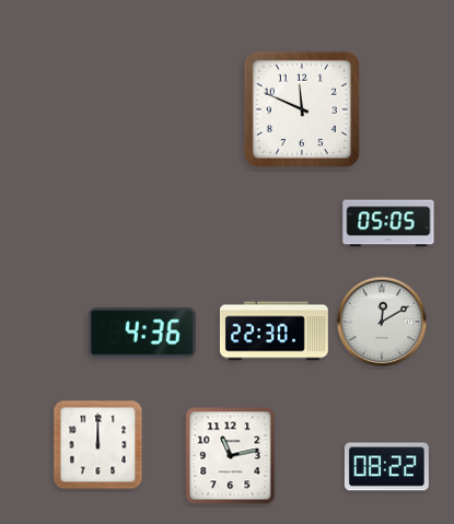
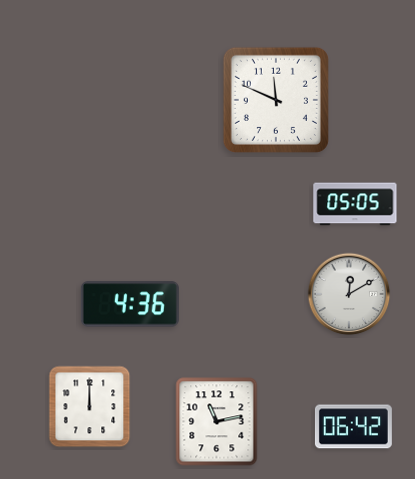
clock at (273, 331): 22:30 -> none
clock at (231, 456) position: (231, 456) -> (217, 422)
clock at (386, 467): 08:22 -> 06:42
